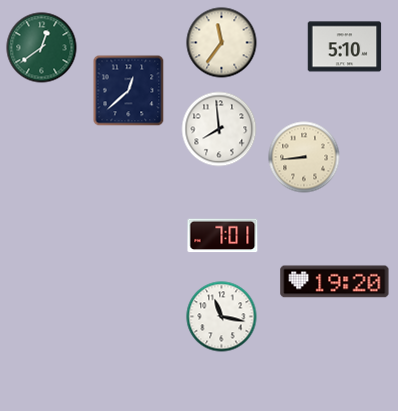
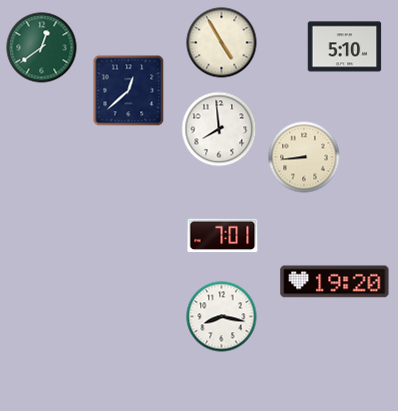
clock at (222, 43): 11:36 -> 4:55
clock at (222, 317): 11:17 -> 8:17
